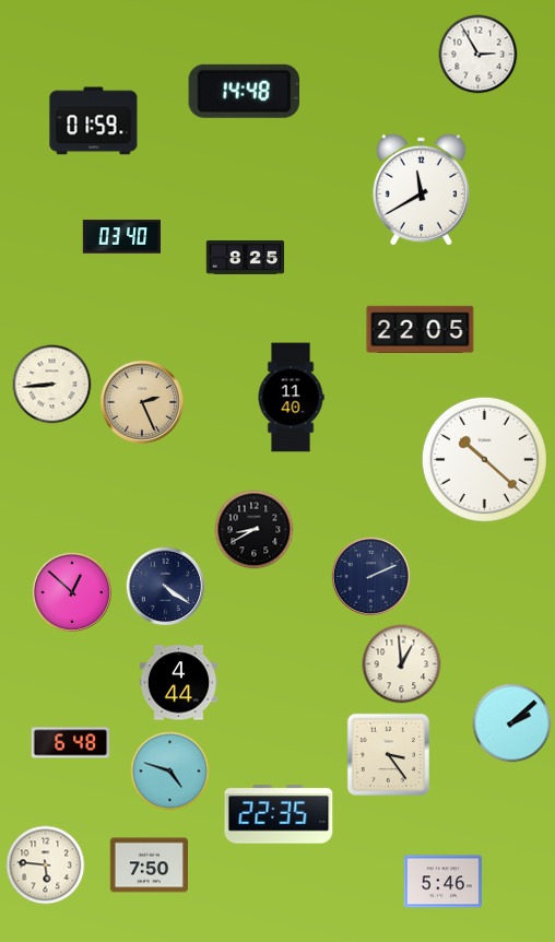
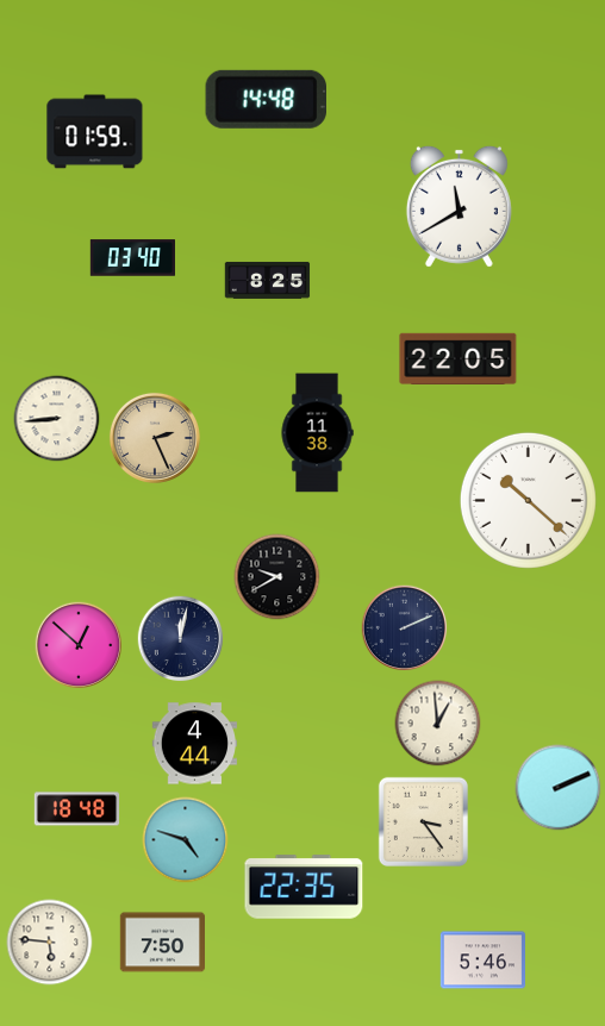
clock at (479, 55): 2:55 -> none
clock at (94, 121) position: (94, 121) -> (95, 132)
clock at (291, 398): 11:40 -> 11:38
clock at (255, 530): 8:40 -> 9:40
clock at (166, 587): 4:21 -> 12:02
clock at (512, 723): 2:08 -> 2:11
clock at (71, 743): 6:48 -> 18:48
